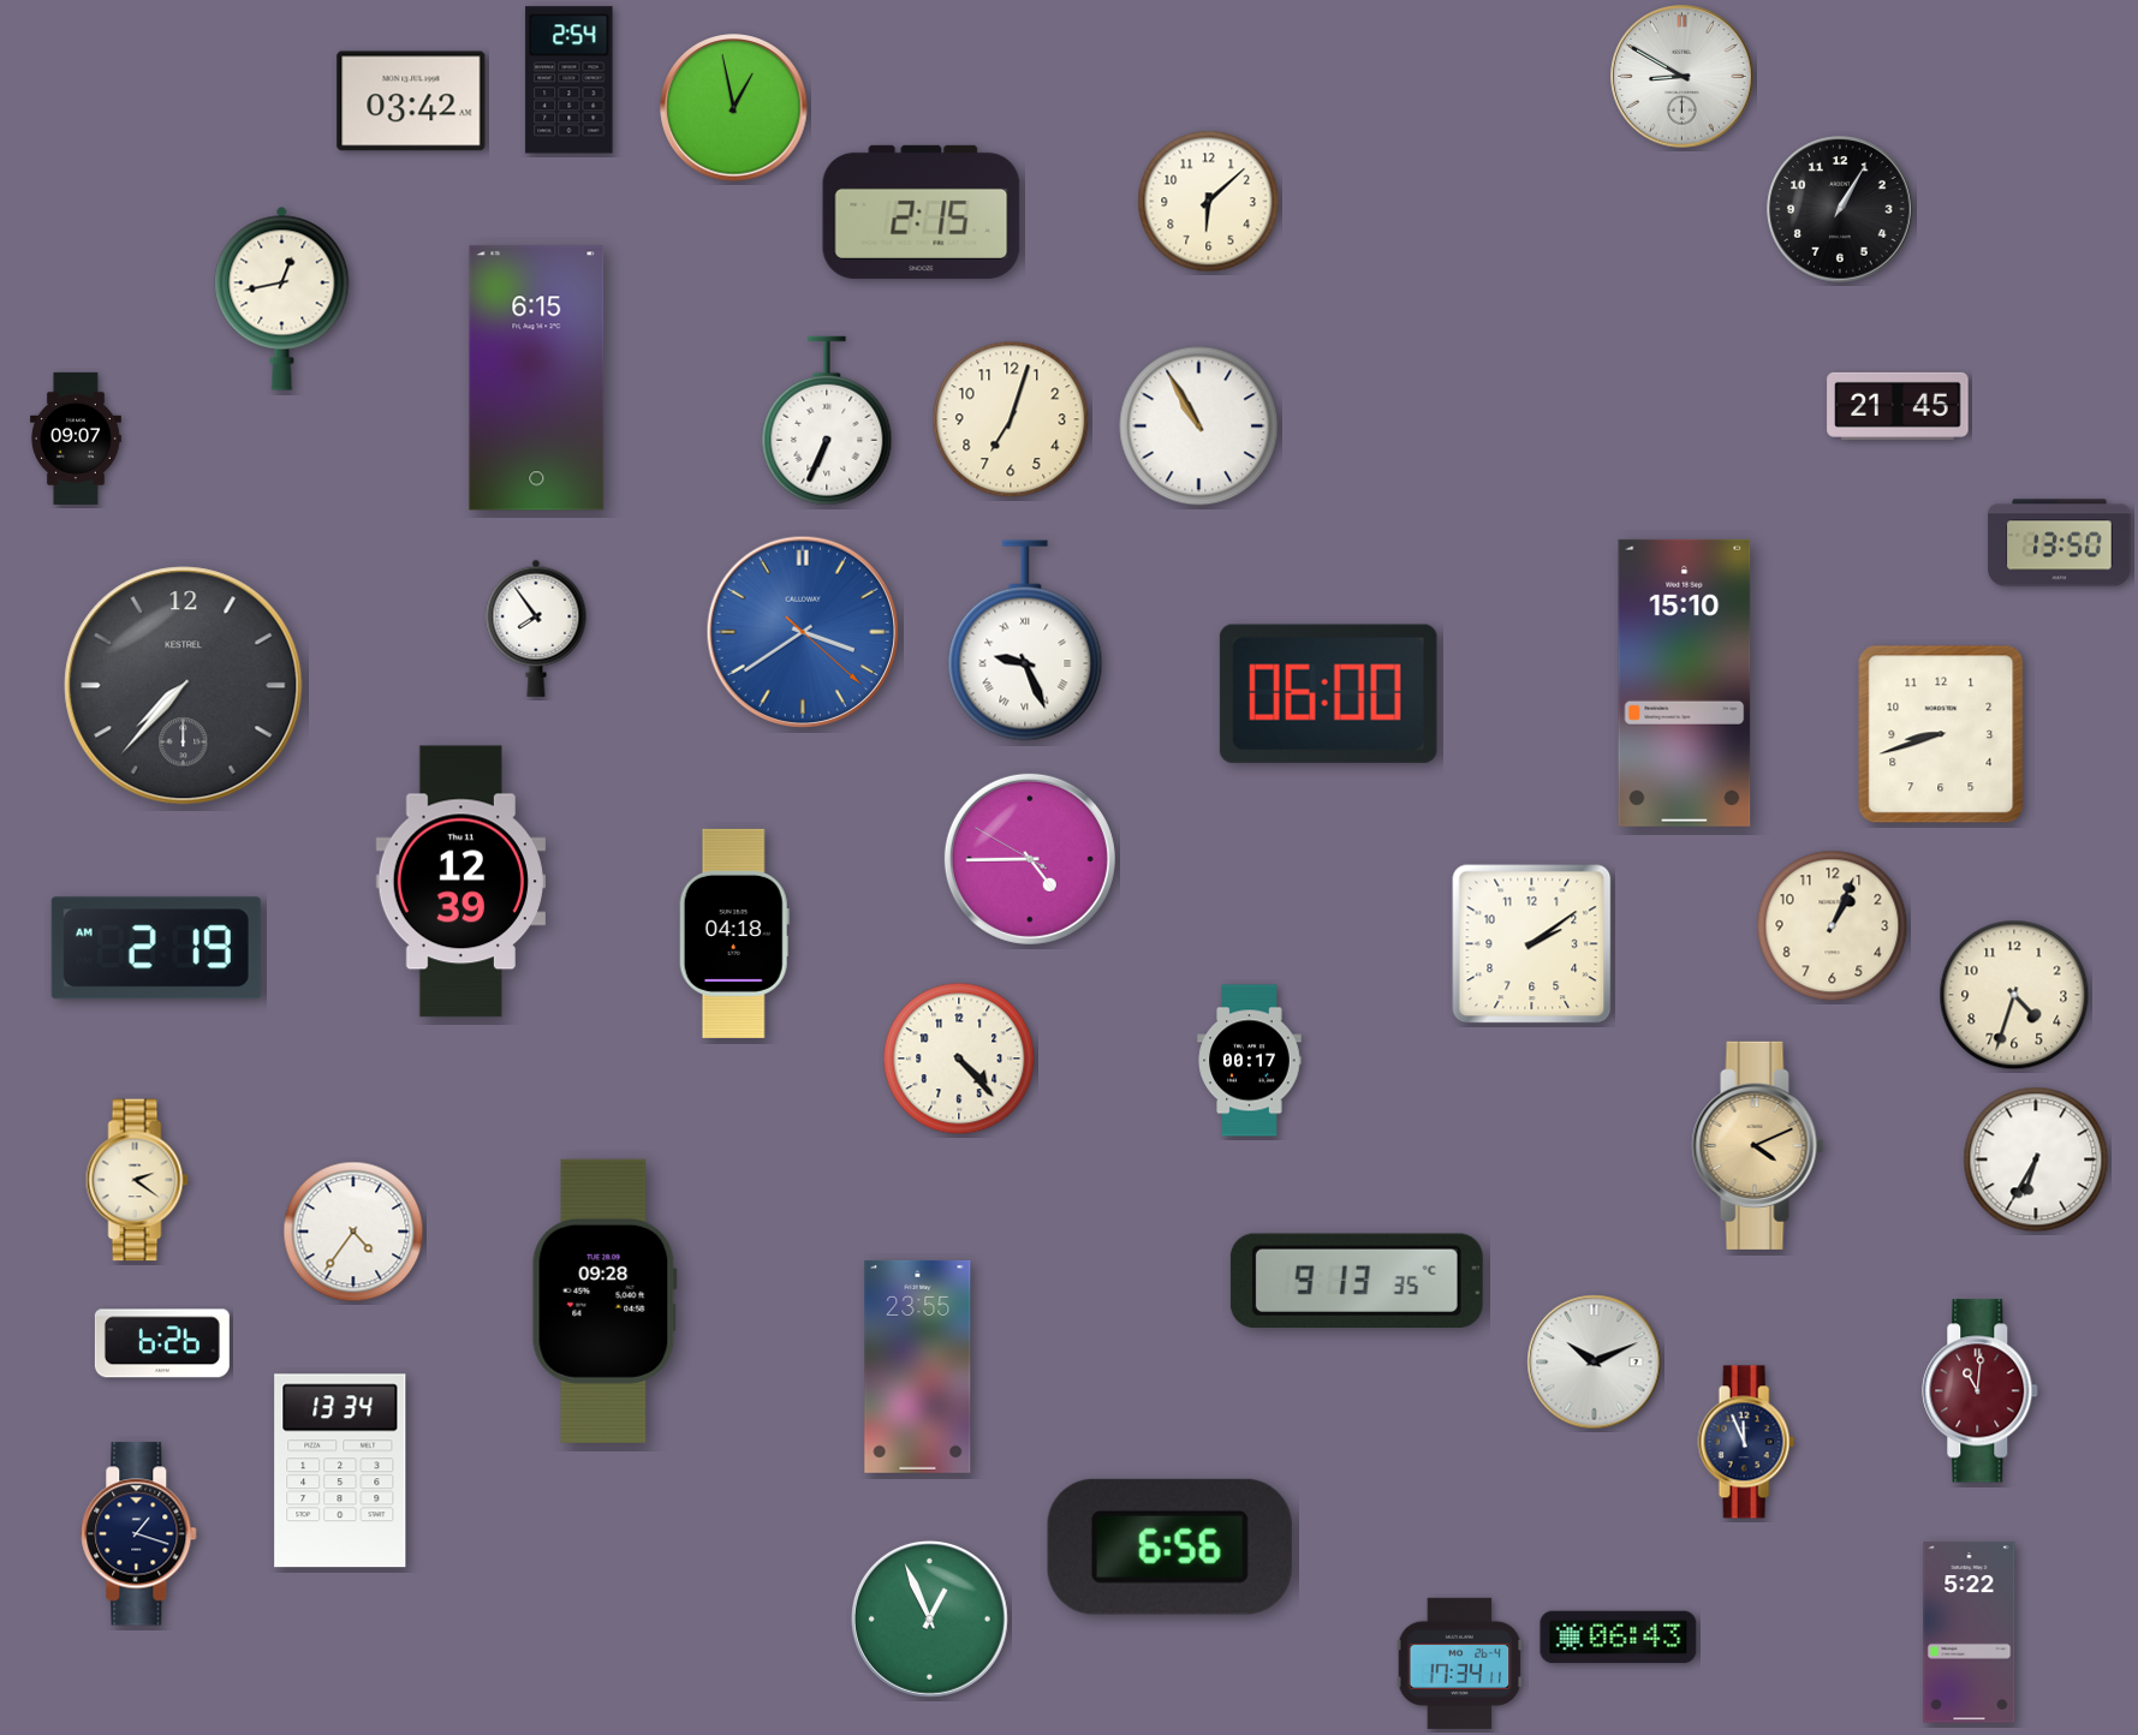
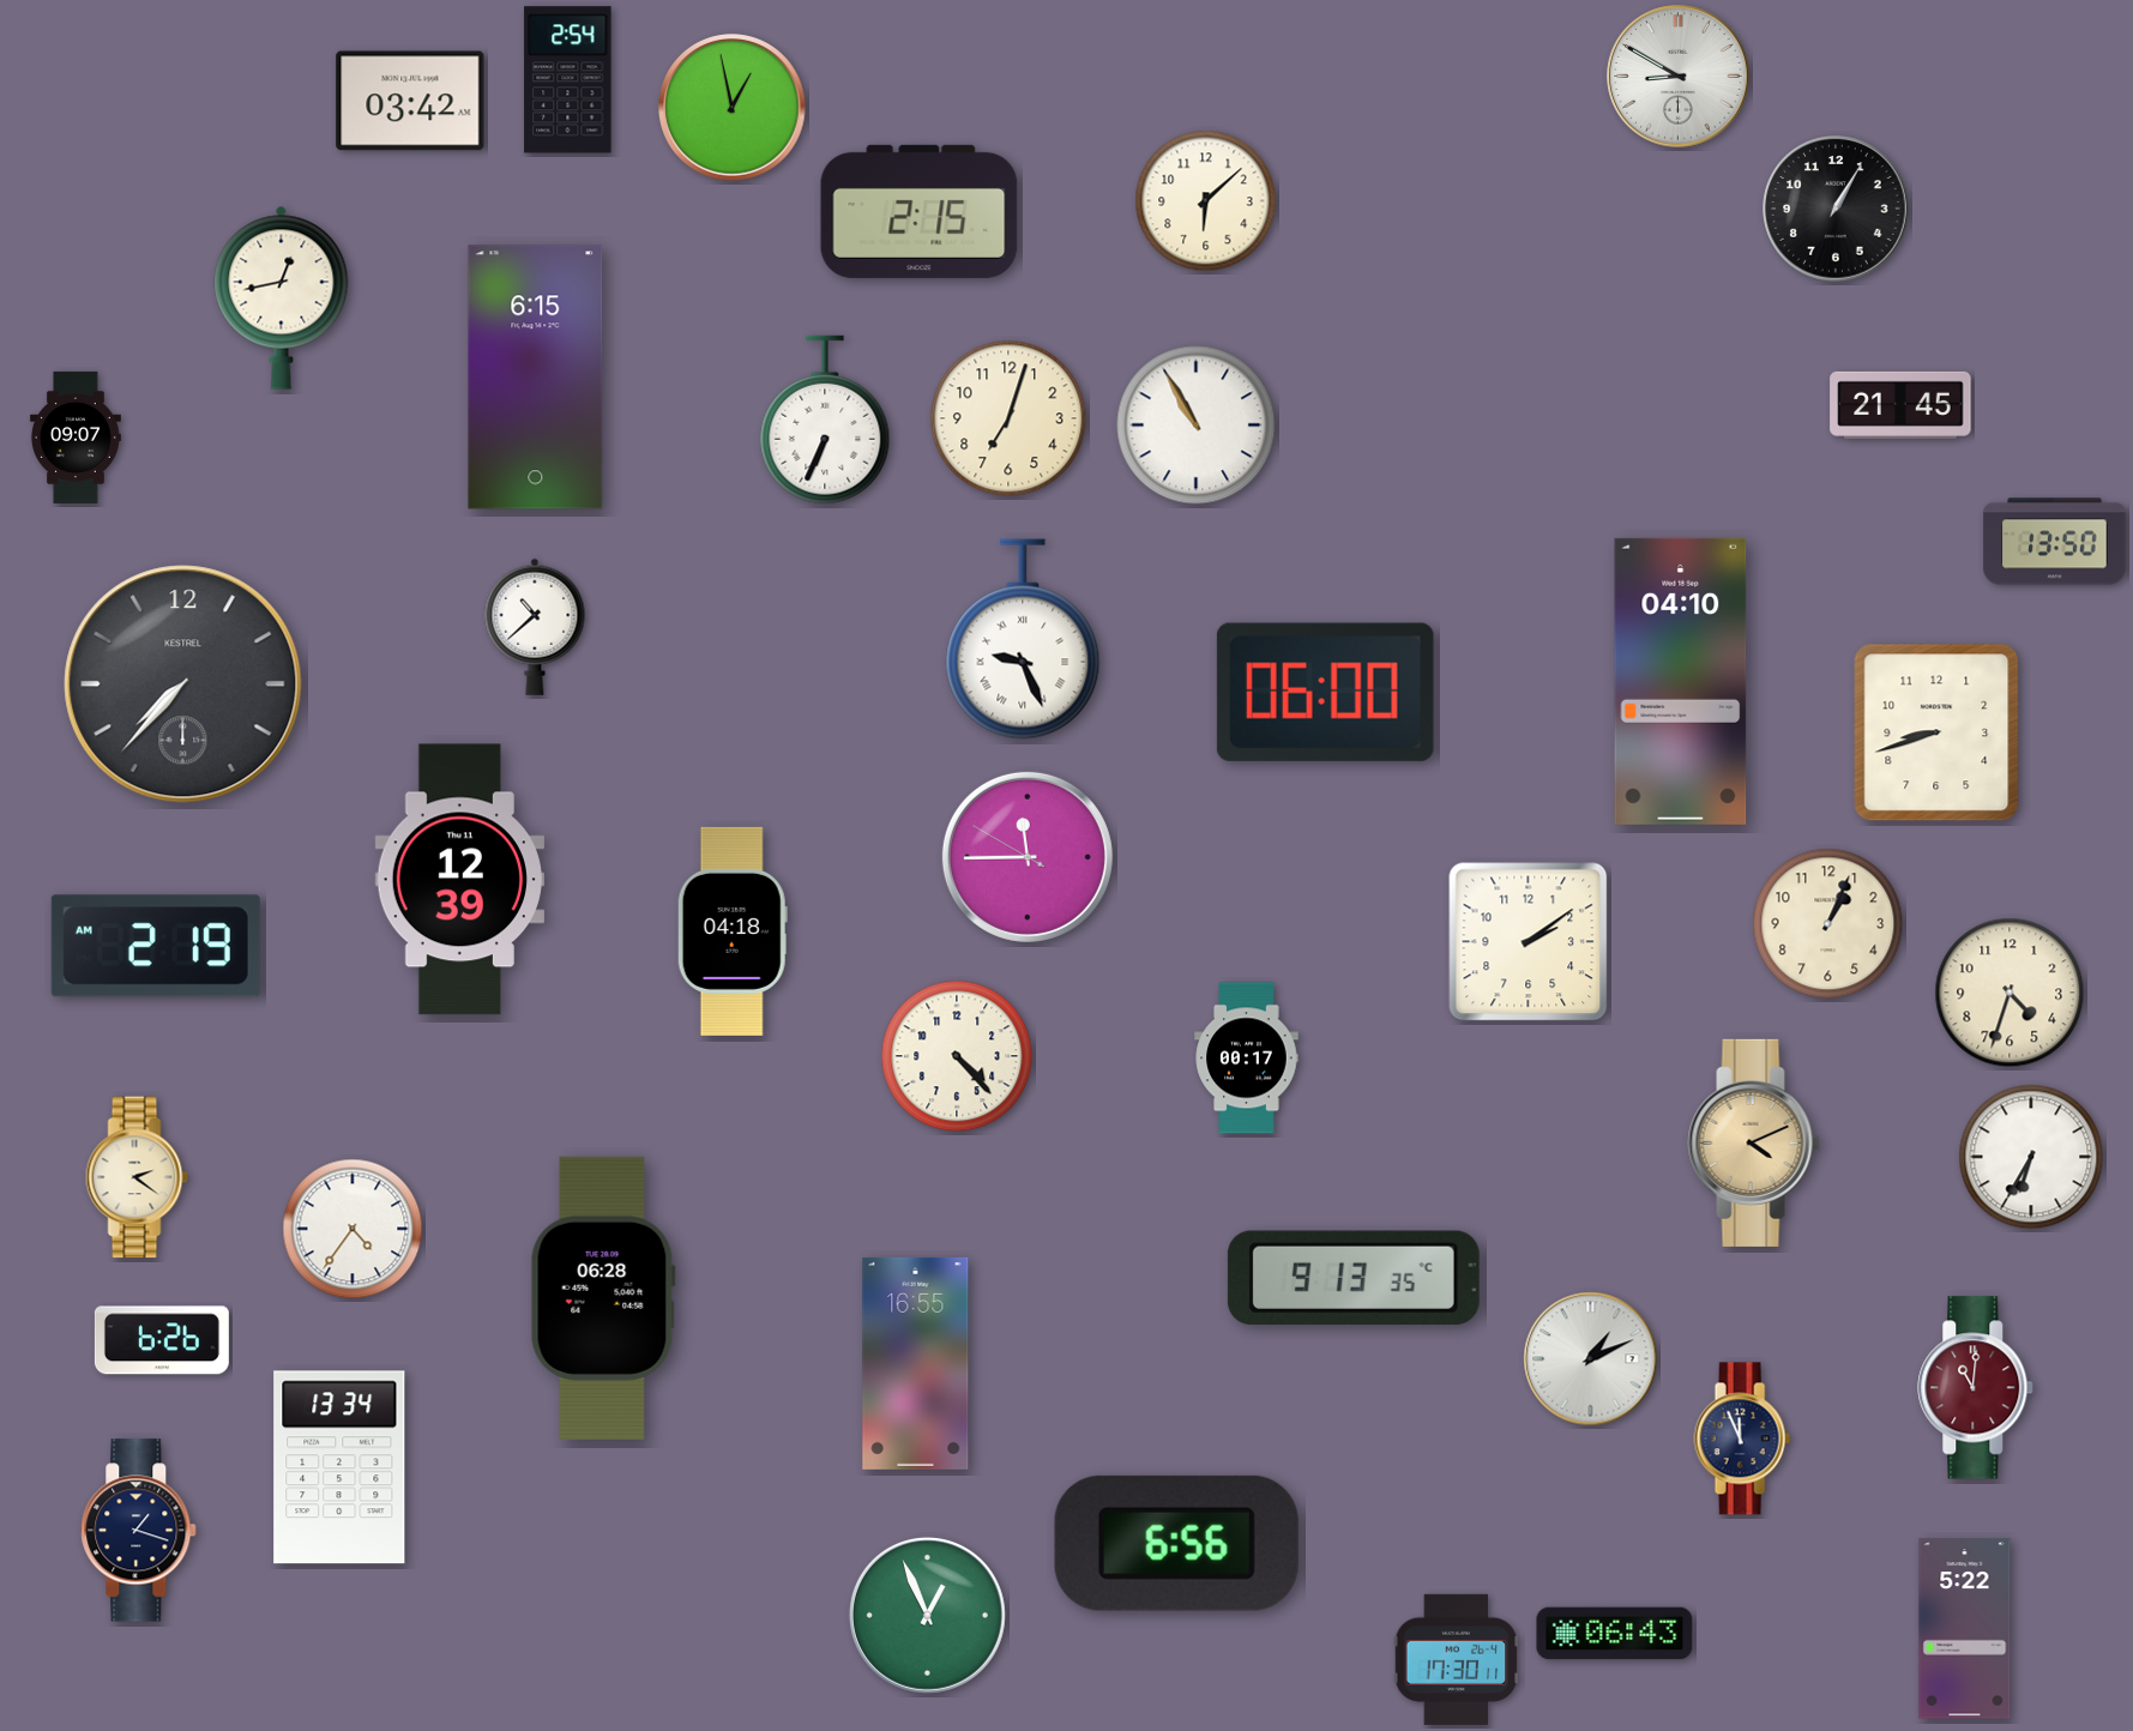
clock at (1898, 406) position: (1898, 406) -> (1900, 405)
clock at (536, 628): 7:54 -> 10:38
clock at (803, 632): 3:39 -> none
clock at (1685, 682): 15:10 -> 04:10
clock at (1030, 859): 4:44 -> 11:44
clock at (605, 1301): 09:28 -> 06:28
clock at (1595, 1363): 10:11 -> 1:11
clock at (918, 1366): 23:55 -> 16:55
clock at (1169, 1546) position: (1169, 1546) -> (1176, 1543)
clock at (1460, 1663): 17:34 -> 17:30
